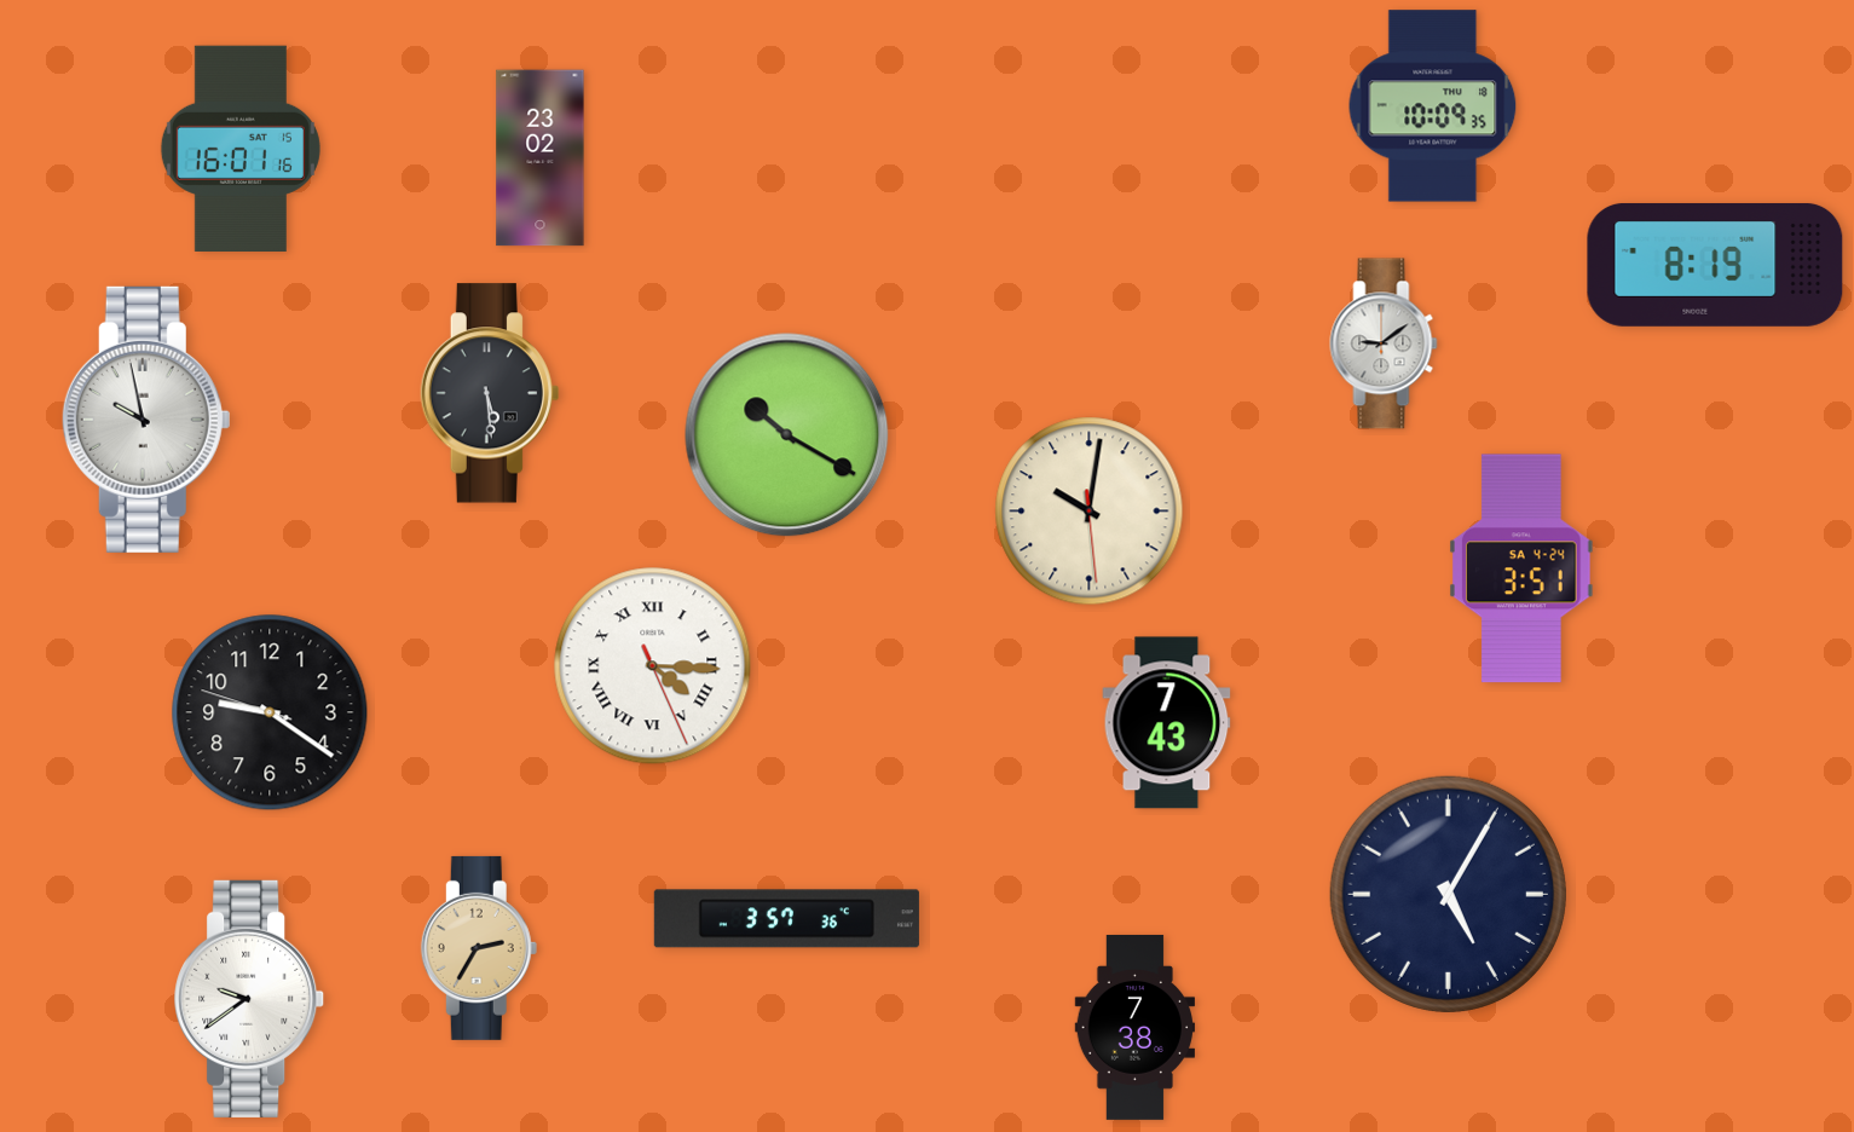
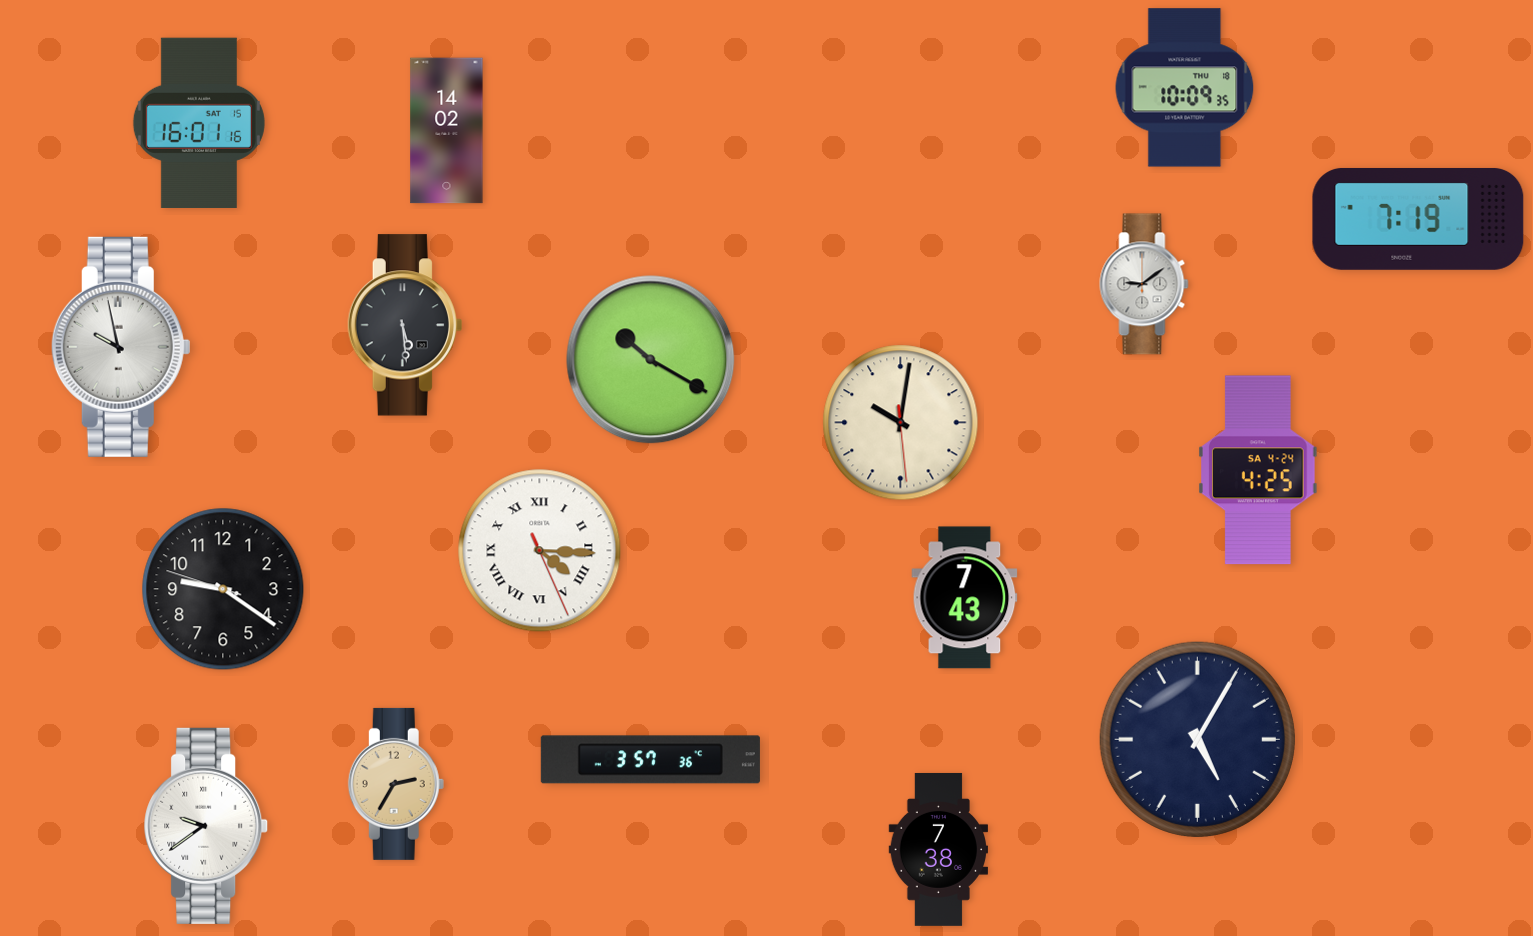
clock at (541, 158): 23:02 -> 14:02
clock at (1715, 265): 8:19 -> 7:19
clock at (1523, 568): 3:51 -> 4:25
